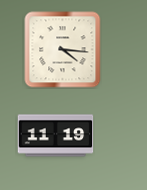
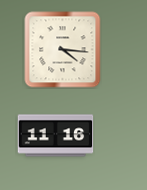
clock at (56, 136): 11:19 -> 11:16
